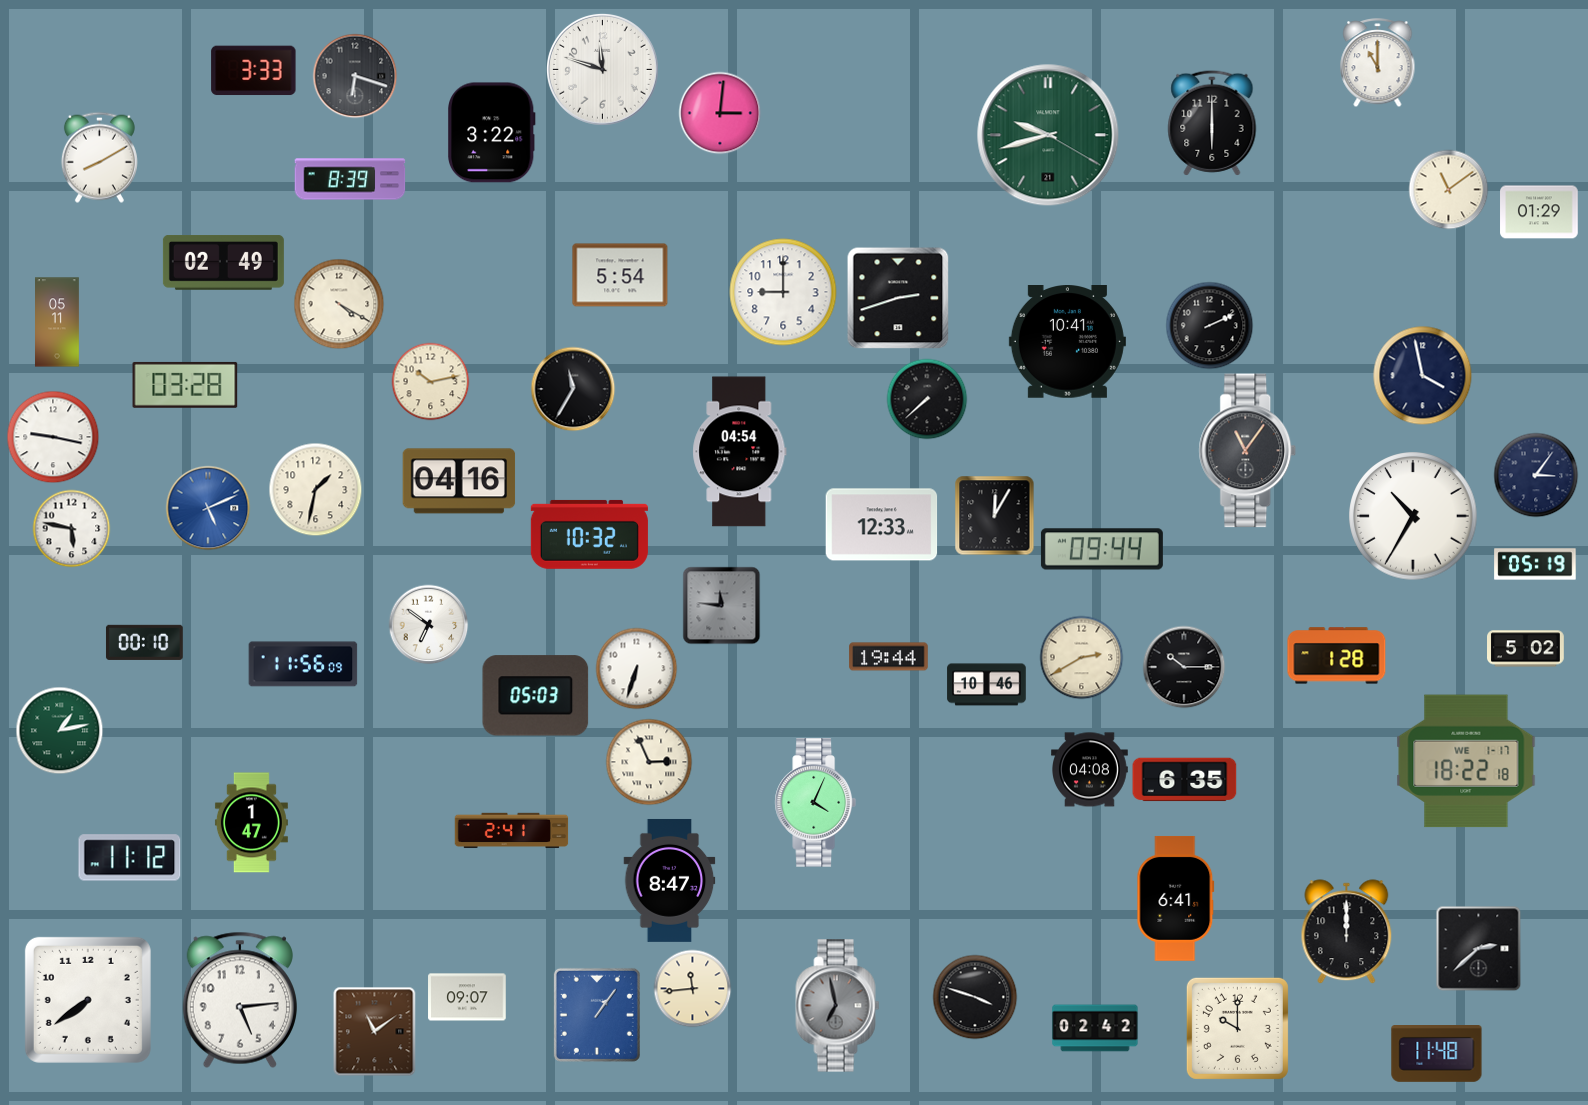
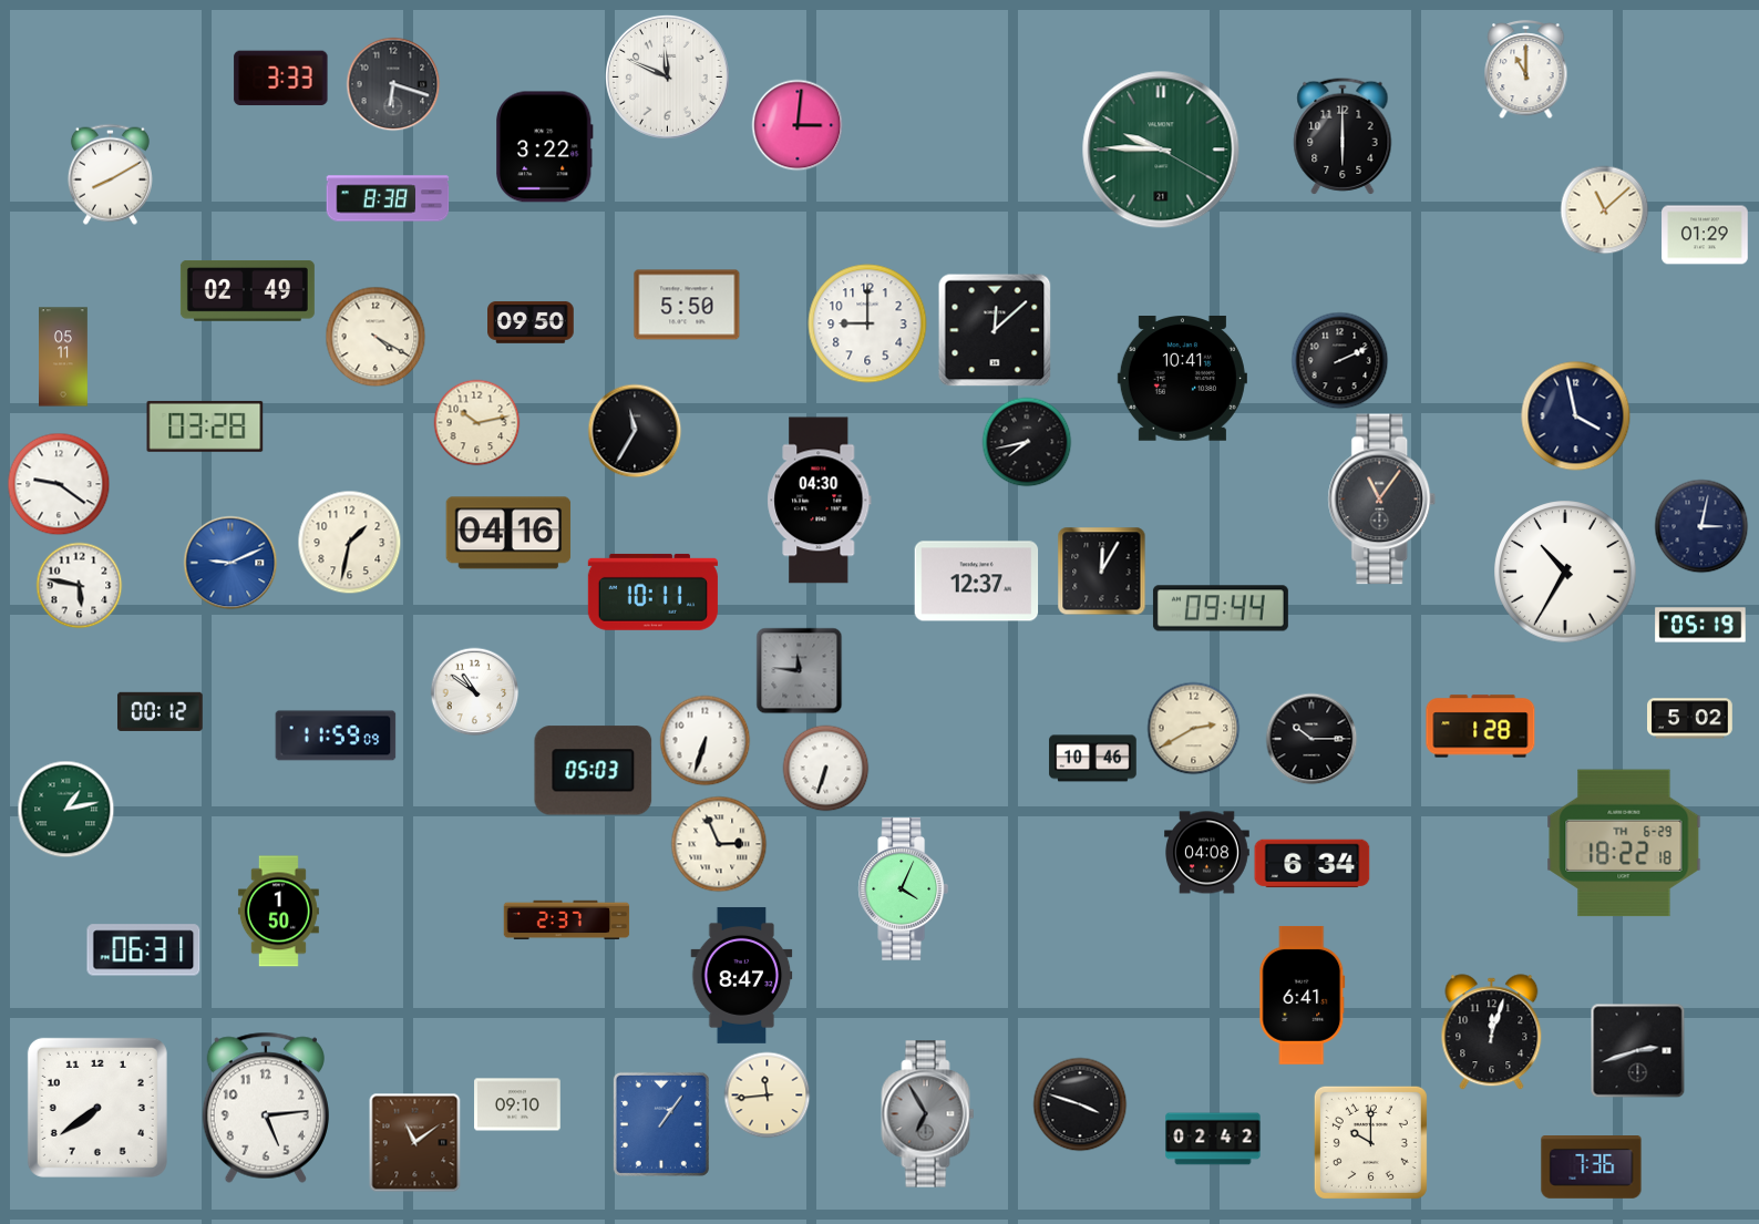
clock at (602, 69): 11:48 -> 11:49
clock at (1048, 135): 9:42 -> 9:45
clock at (350, 179): 8:39 -> 8:38
clock at (1448, 189): 11:09 -> 11:08
clock at (620, 275): 5:54 -> 5:50
clock at (531, 322): none -> 09:50
clock at (898, 298): 2:42 -> 12:08
clock at (927, 399): 7:38 -> 7:43
clock at (53, 437): 9:17 -> 9:21
clock at (740, 452): 04:54 -> 04:30
clock at (1536, 475): 3:06 -> 3:02
clock at (208, 508): 5:11 -> 9:11
clock at (882, 525): 12:33 -> 12:37
clock at (589, 534): 10:32 -> 10:11
clock at (428, 624): 6:51 -> 10:51
clock at (144, 642): 00:10 -> 00:12
clock at (889, 657): 19:44 -> none
clock at (1081, 657) position: (1081, 657) -> (1193, 728)
clock at (303, 664): 11:56 -> 11:59
clock at (825, 768): none -> 6:33
clock at (1466, 761) date: WE 1-17 -> TH 6-29
clock at (1185, 780): 6:35 -> 6:34
clock at (251, 823): 1:47 -> 1:50
clock at (512, 831): 2:41 -> 2:37
clock at (130, 858): 11:12 -> 06:31
clock at (1347, 932): 12:00 -> 12:03
clock at (1478, 948): 2:38 -> 2:42
clock at (467, 997): 09:07 -> 09:10
clock at (838, 1006): 6:58 -> 6:55
clock at (1237, 1028) position: (1237, 1028) -> (1370, 1142)
clock at (1437, 1054): 11:48 -> 7:36
